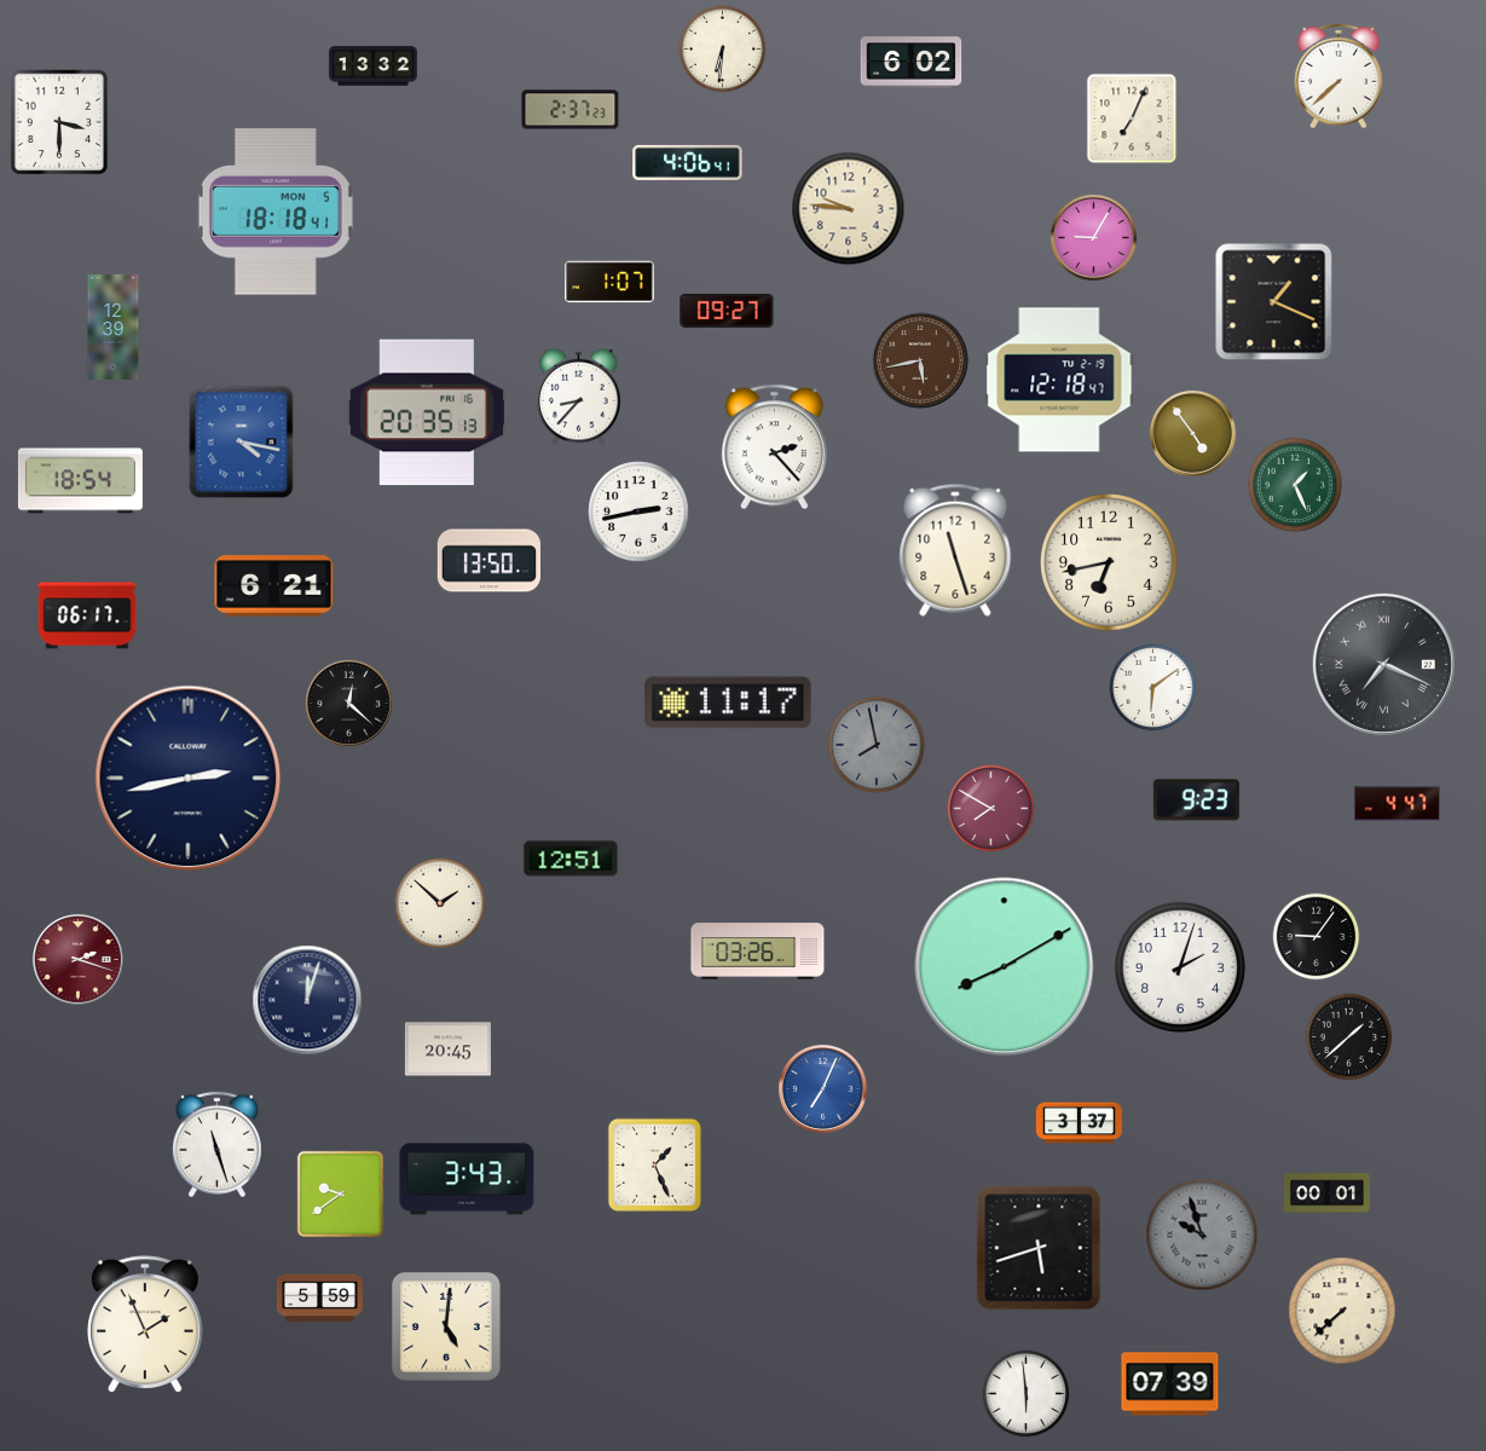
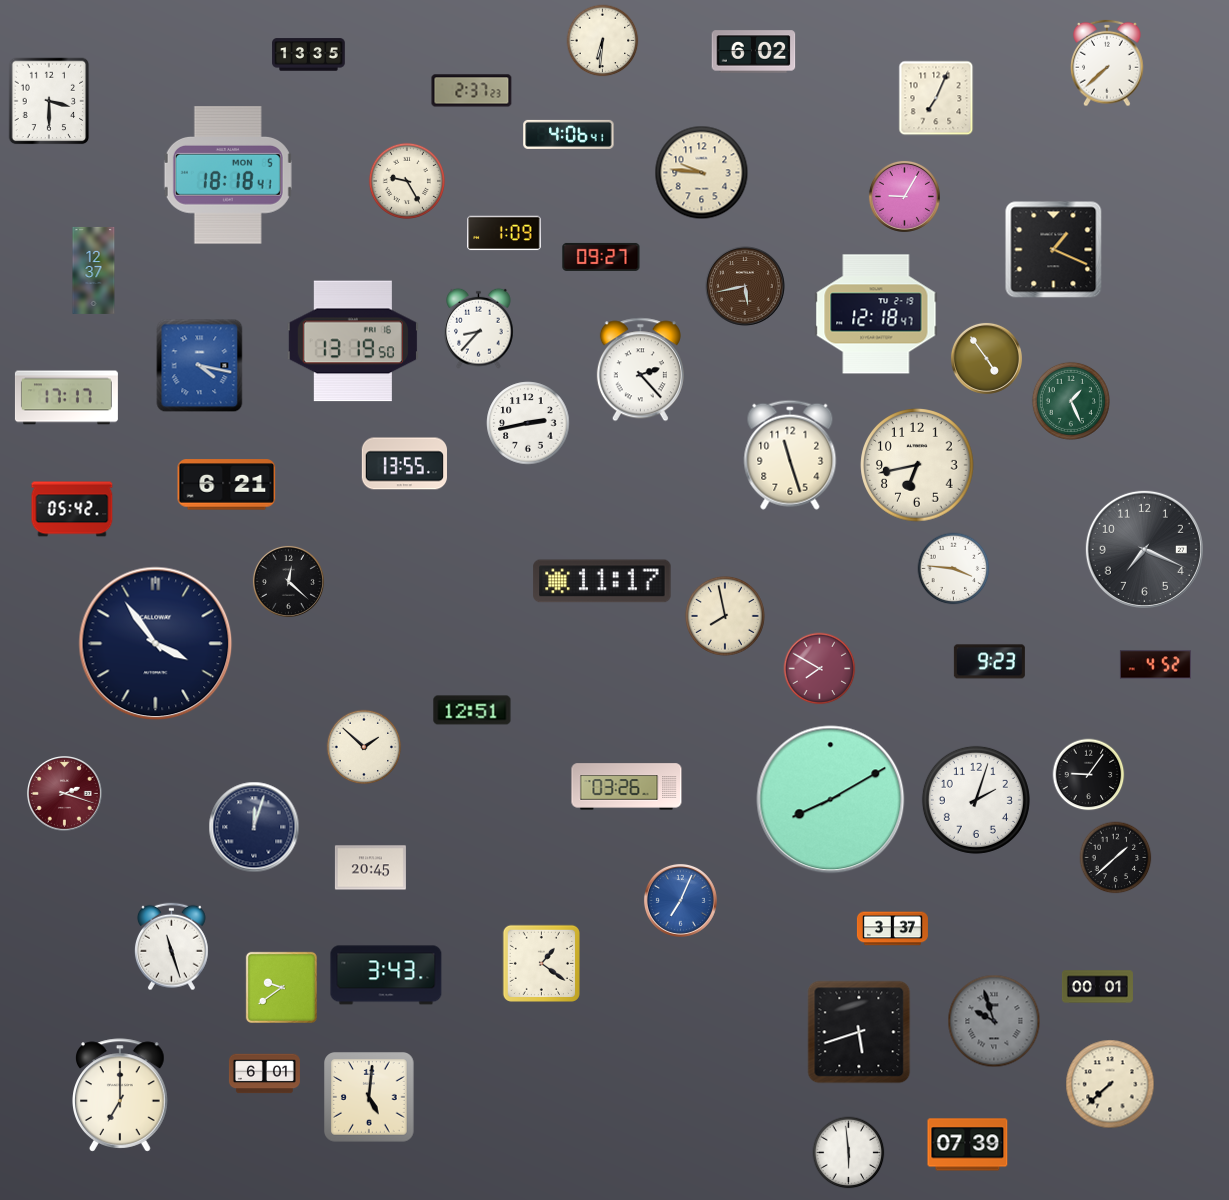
clock at (723, 50) position: (723, 50) -> (603, 41)
clock at (374, 67): 13:32 -> 13:35
clock at (407, 181): none -> 9:25
clock at (609, 282): 1:07 -> 1:09
clock at (114, 326): 12:39 -> 12:37
clock at (920, 360) position: (920, 360) -> (745, 286)
clock at (427, 412): 20:35 -> 13:19
clock at (80, 481): 18:54 -> 17:17
clock at (488, 561): 13:50 -> 13:55
clock at (87, 615): 06:17 -> 05:42
clock at (1383, 664) numerals: Roman -> Arabic
clock at (1153, 688): 6:09 -> 3:46
clock at (877, 745) dial: grey -> cream
clock at (189, 779): 2:43 -> 3:54
clock at (1397, 804): 4:47 -> 4:52
clock at (216, 1145) position: (216, 1145) -> (171, 947)
clock at (654, 1164): 1:26 -> 1:21
clock at (319, 1299): 5:59 -> 6:01
clock at (145, 1324): 1:56 -> 7:00
